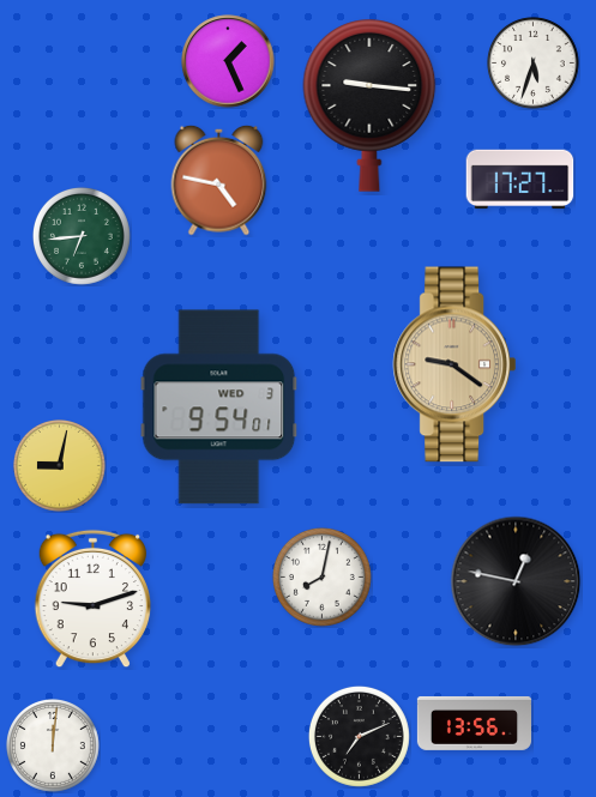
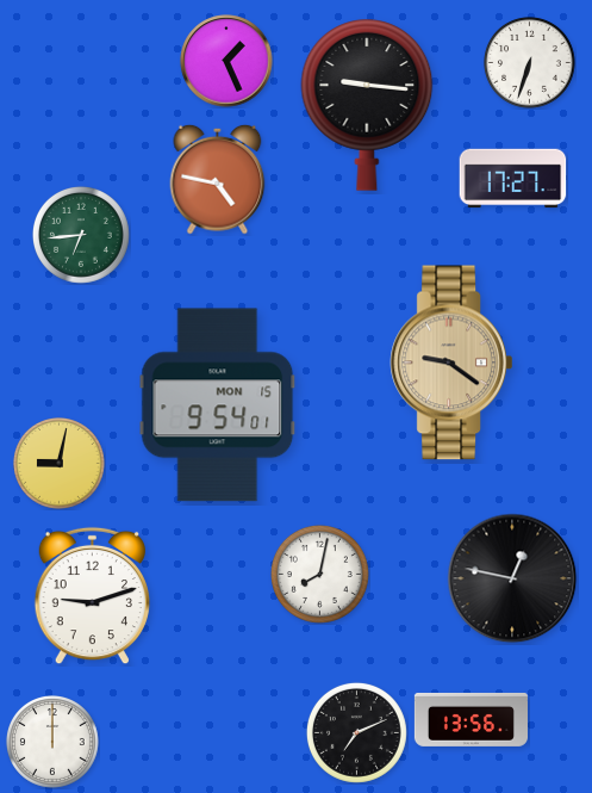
clock at (534, 64): 5:33 -> 6:33
clock at (520, 180) position: (520, 180) -> (513, 179)
clock at (219, 407) date: WED 3 -> MON 15
clock at (54, 747): 12:01 -> 12:00
